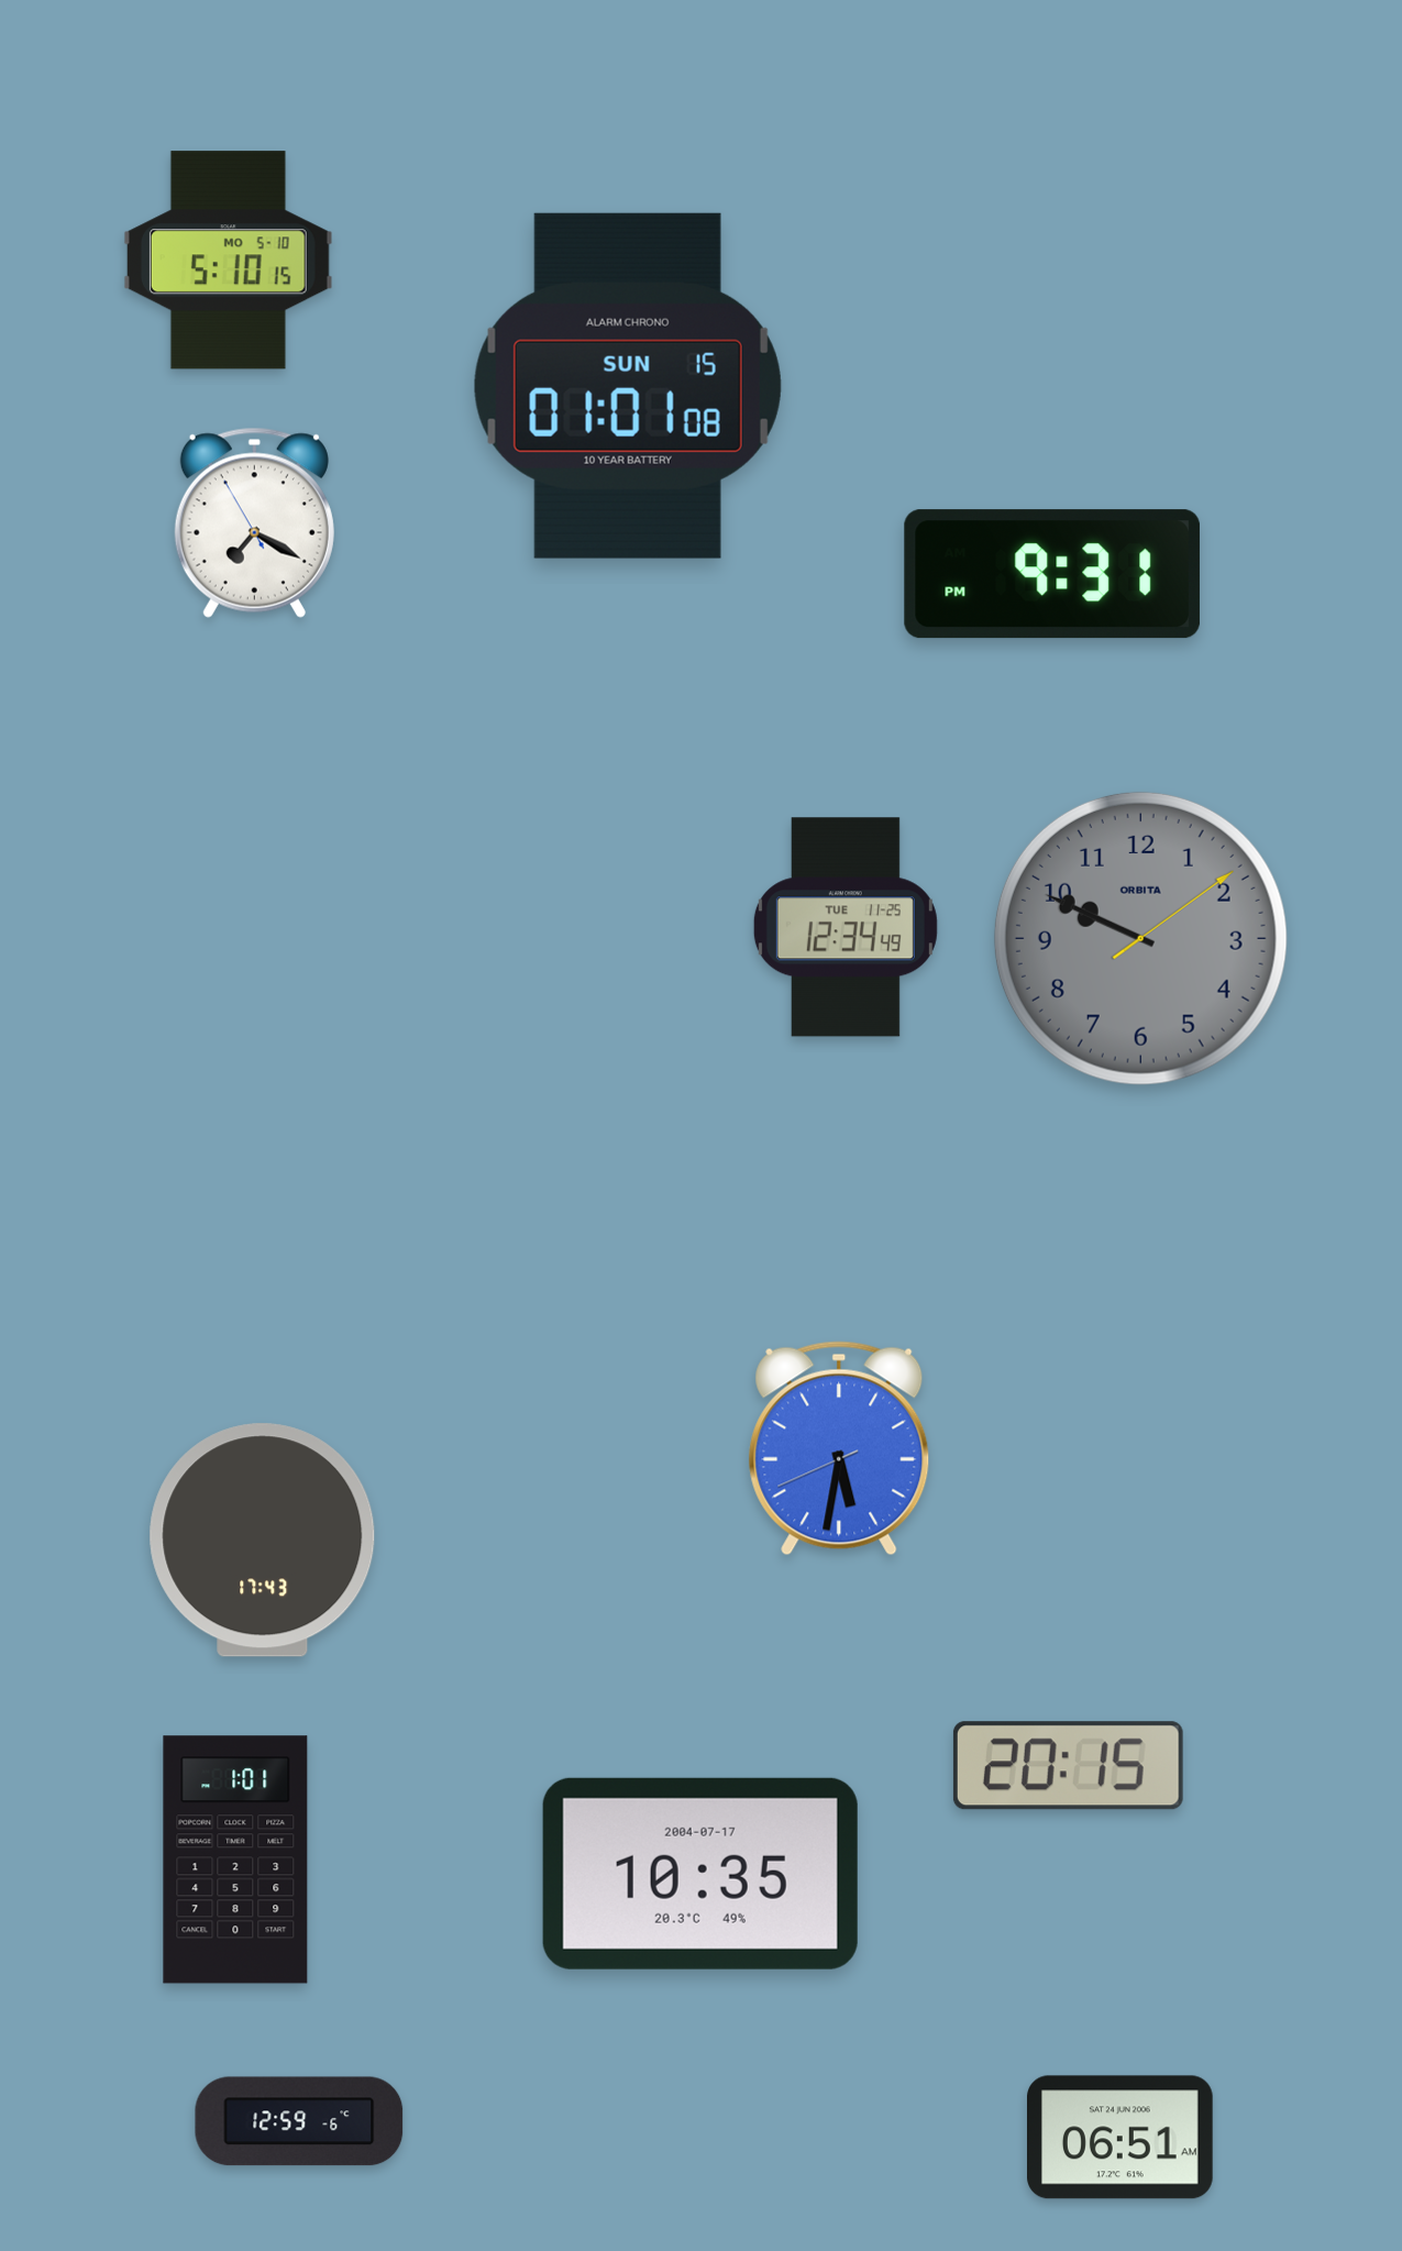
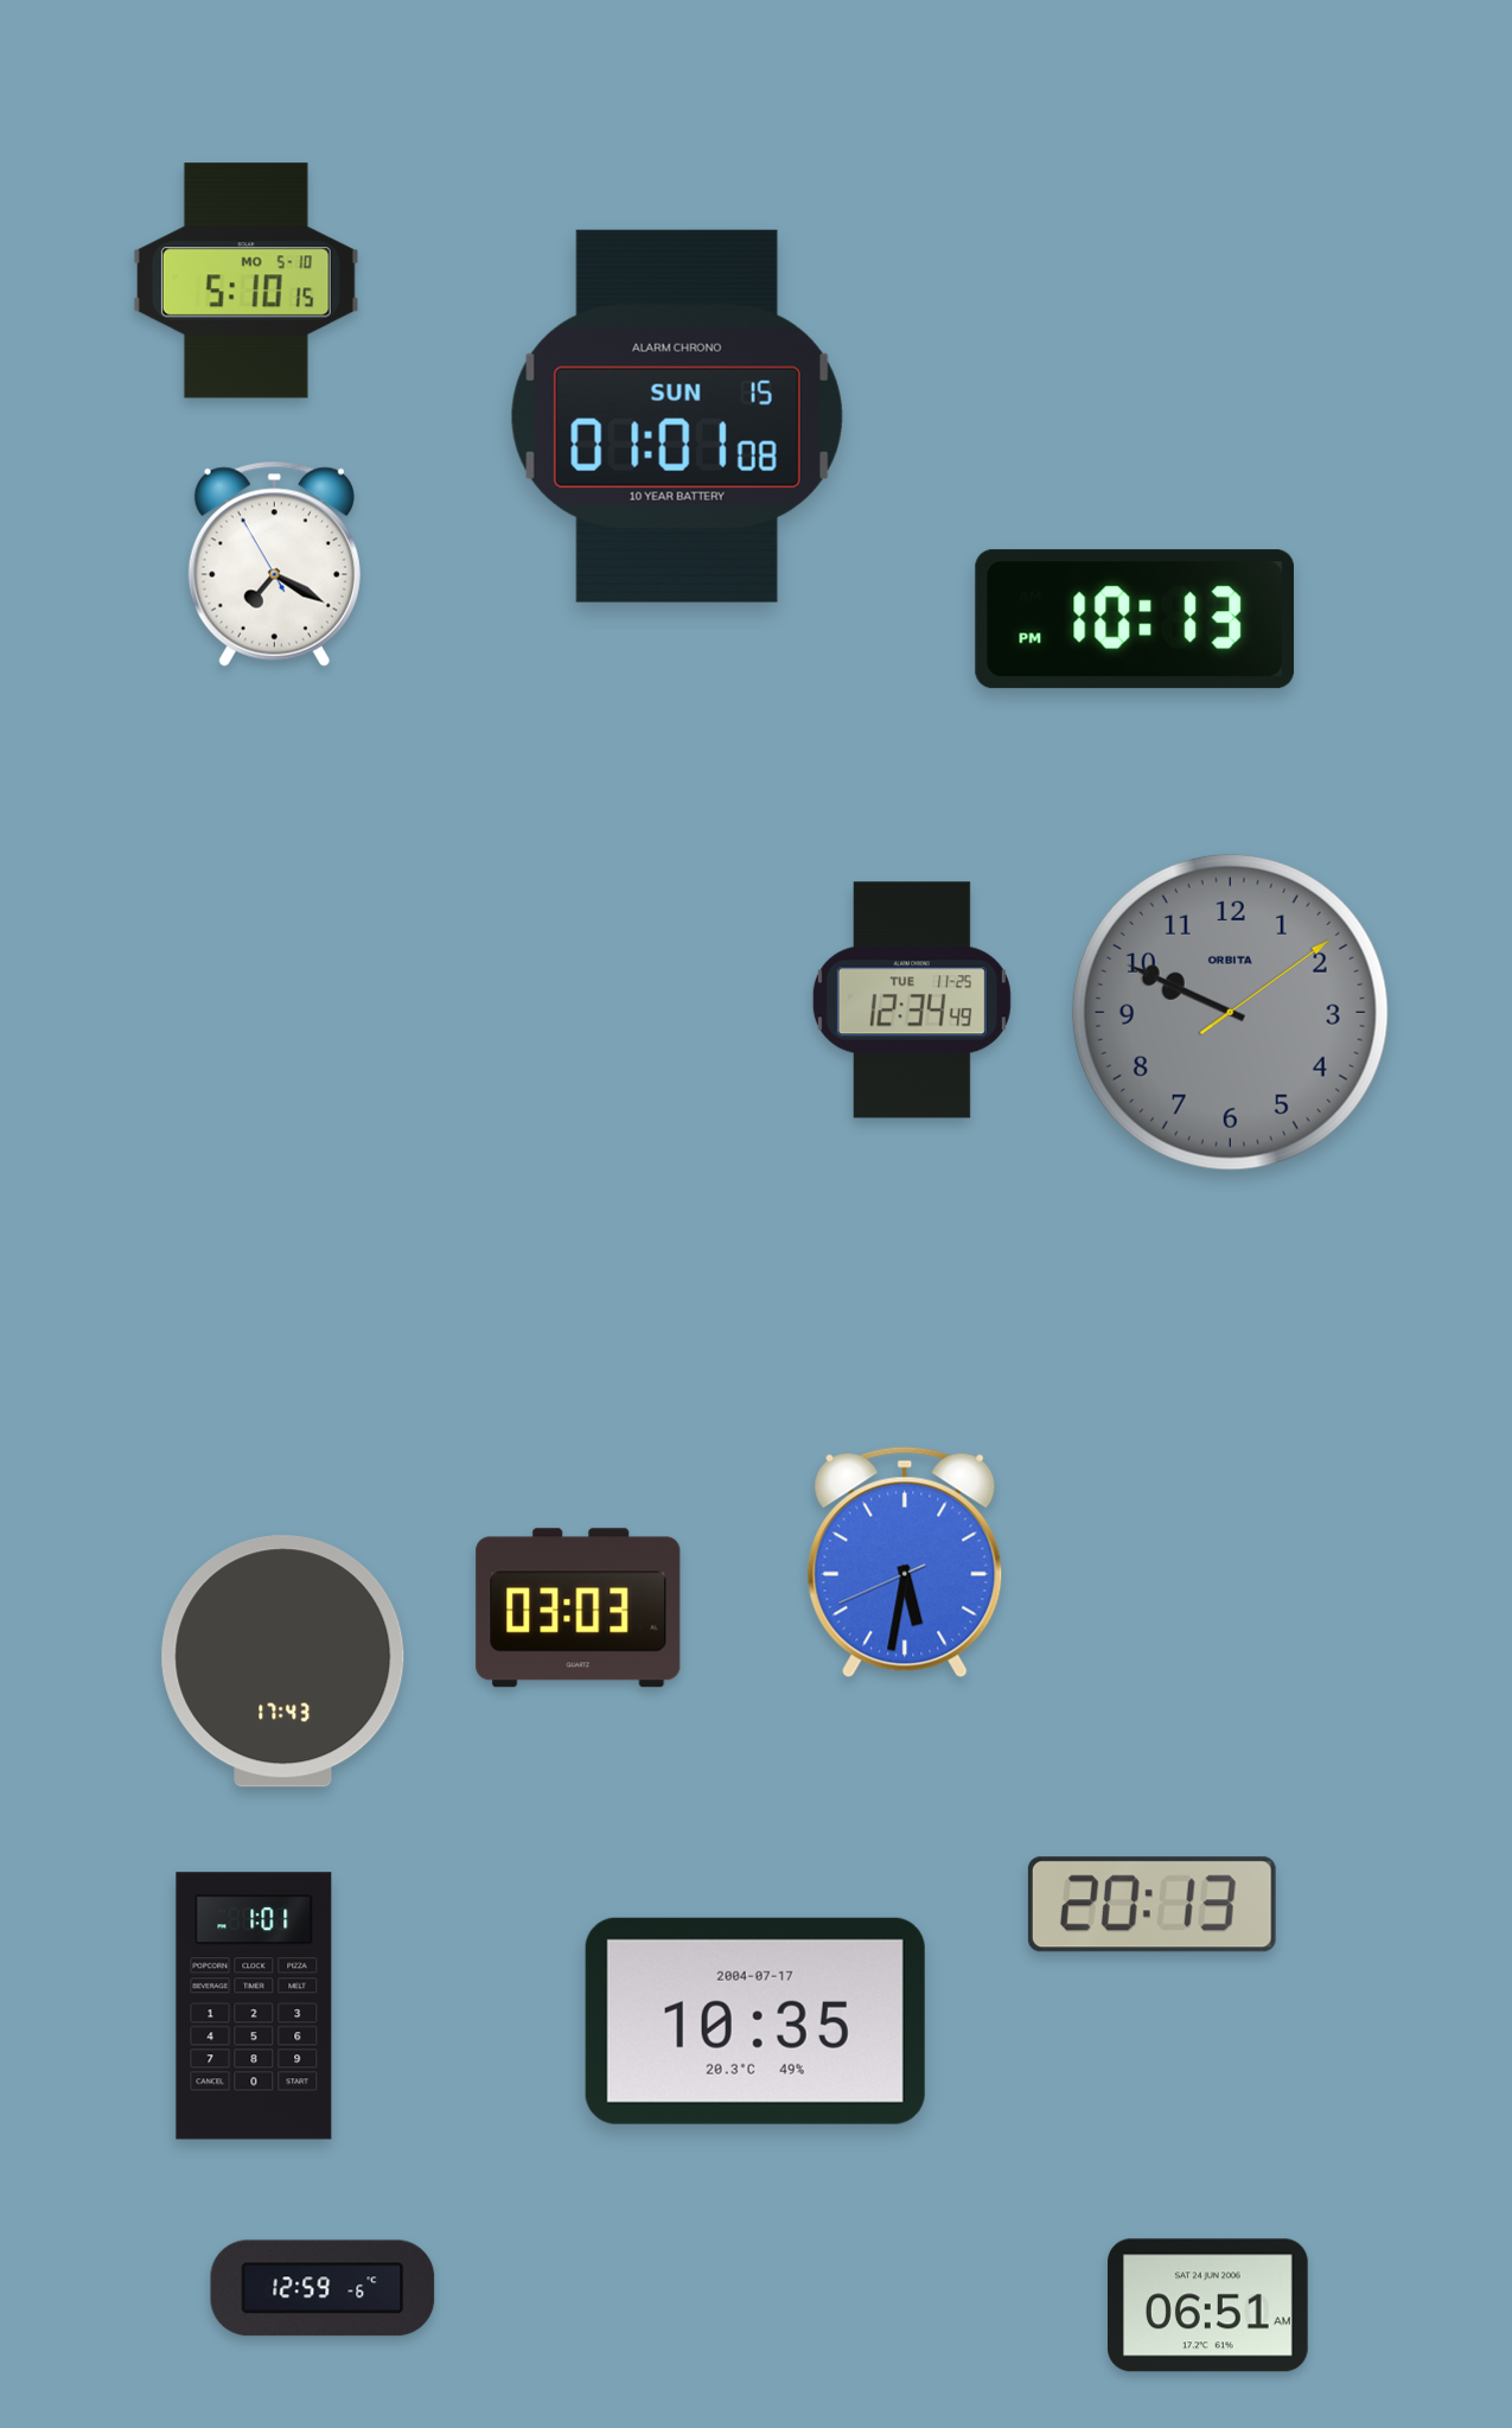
clock at (1052, 574): 9:31 -> 10:13
clock at (579, 1608): none -> 03:03
clock at (1068, 1766): 20:15 -> 20:13
